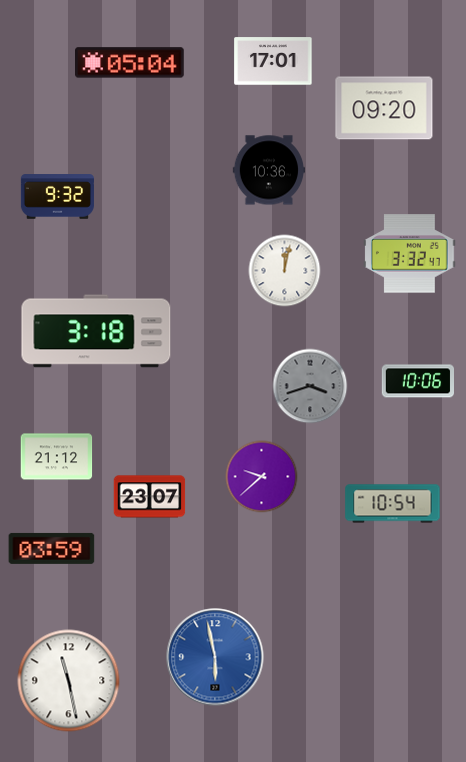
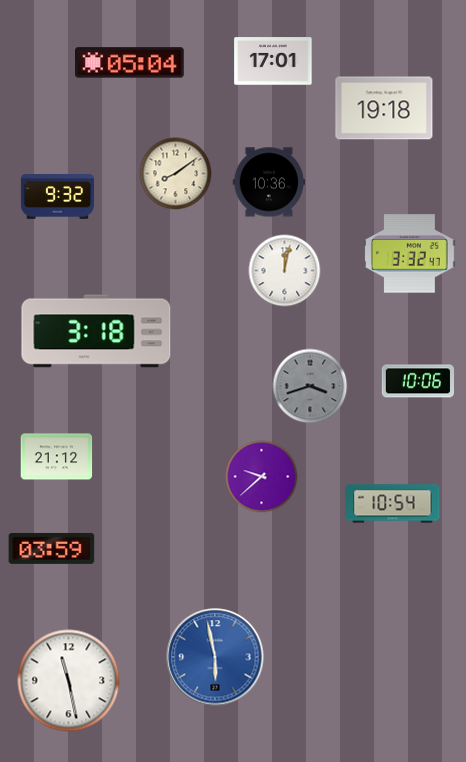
clock at (384, 108): 09:20 -> 19:18
clock at (268, 170) position: (268, 170) -> (268, 182)
clock at (176, 174): none -> 8:09
clock at (150, 497): 23:07 -> none
